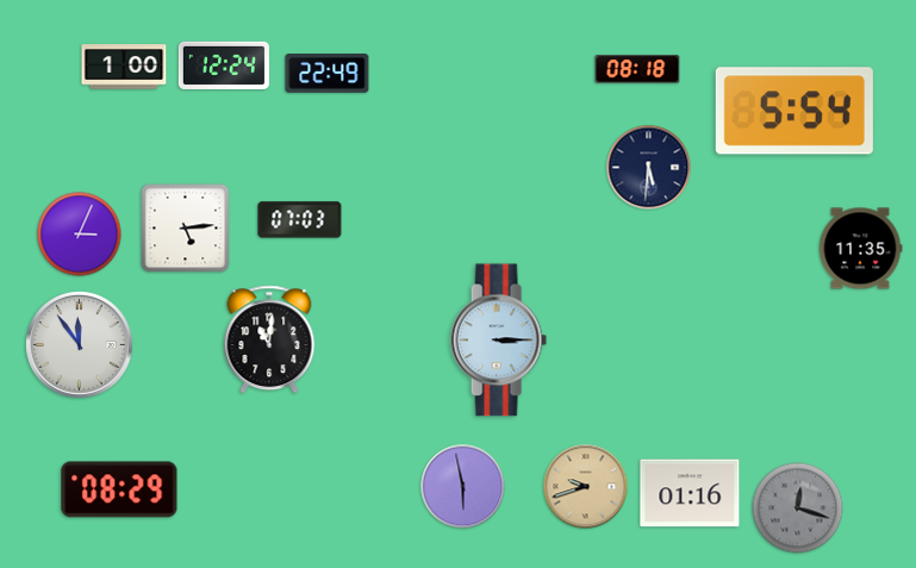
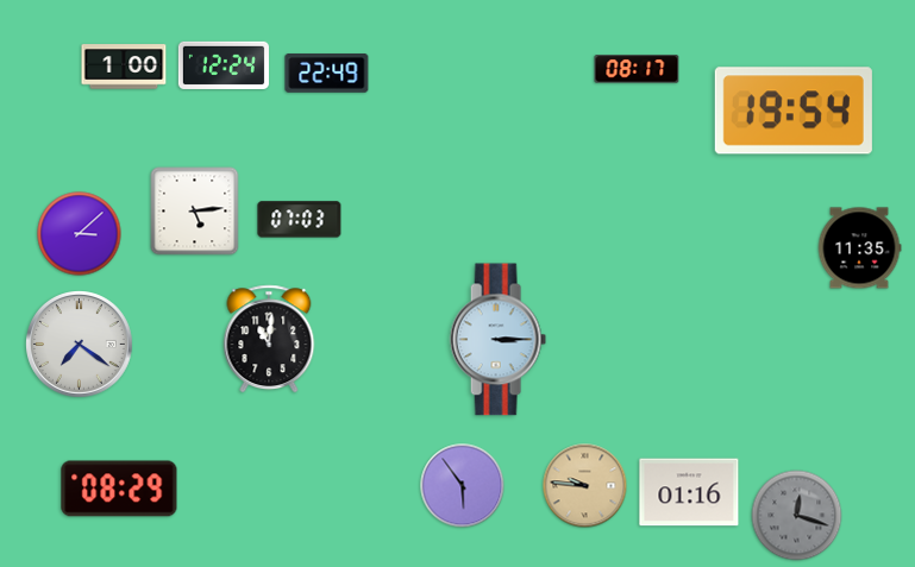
clock at (637, 69): 08:18 -> 08:17
clock at (795, 111): 5:54 -> 19:54
clock at (649, 168): 5:31 -> none
clock at (186, 229) position: (186, 229) -> (195, 212)
clock at (80, 235): 3:04 -> 3:08
clock at (80, 345): 11:54 -> 7:21
clock at (463, 487): 5:58 -> 5:54
clock at (586, 487): 9:42 -> 9:46
clock at (798, 508) position: (798, 508) -> (797, 516)
